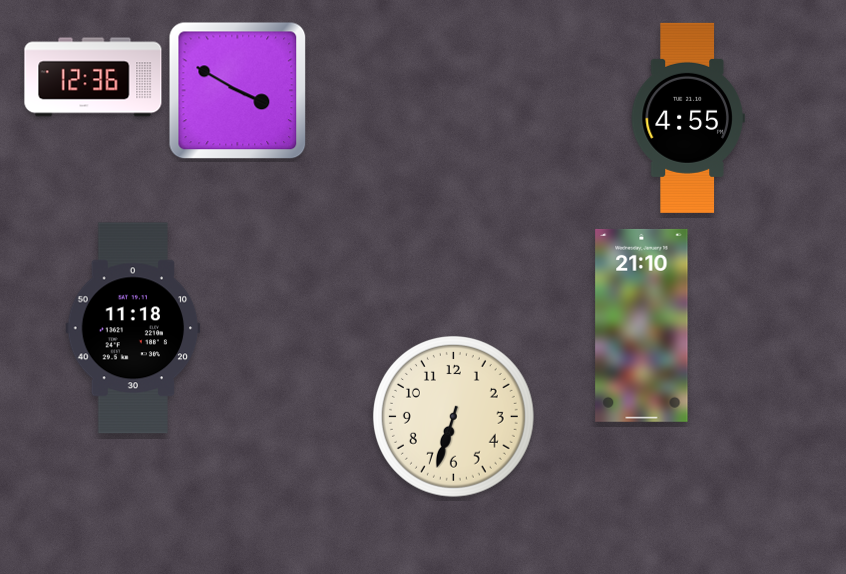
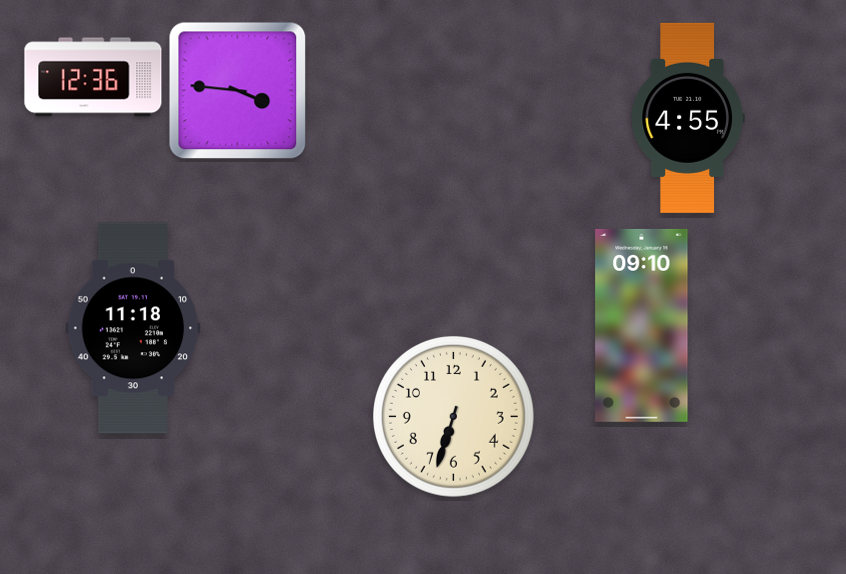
clock at (238, 91): 3:50 -> 3:46
clock at (642, 325): 21:10 -> 09:10
